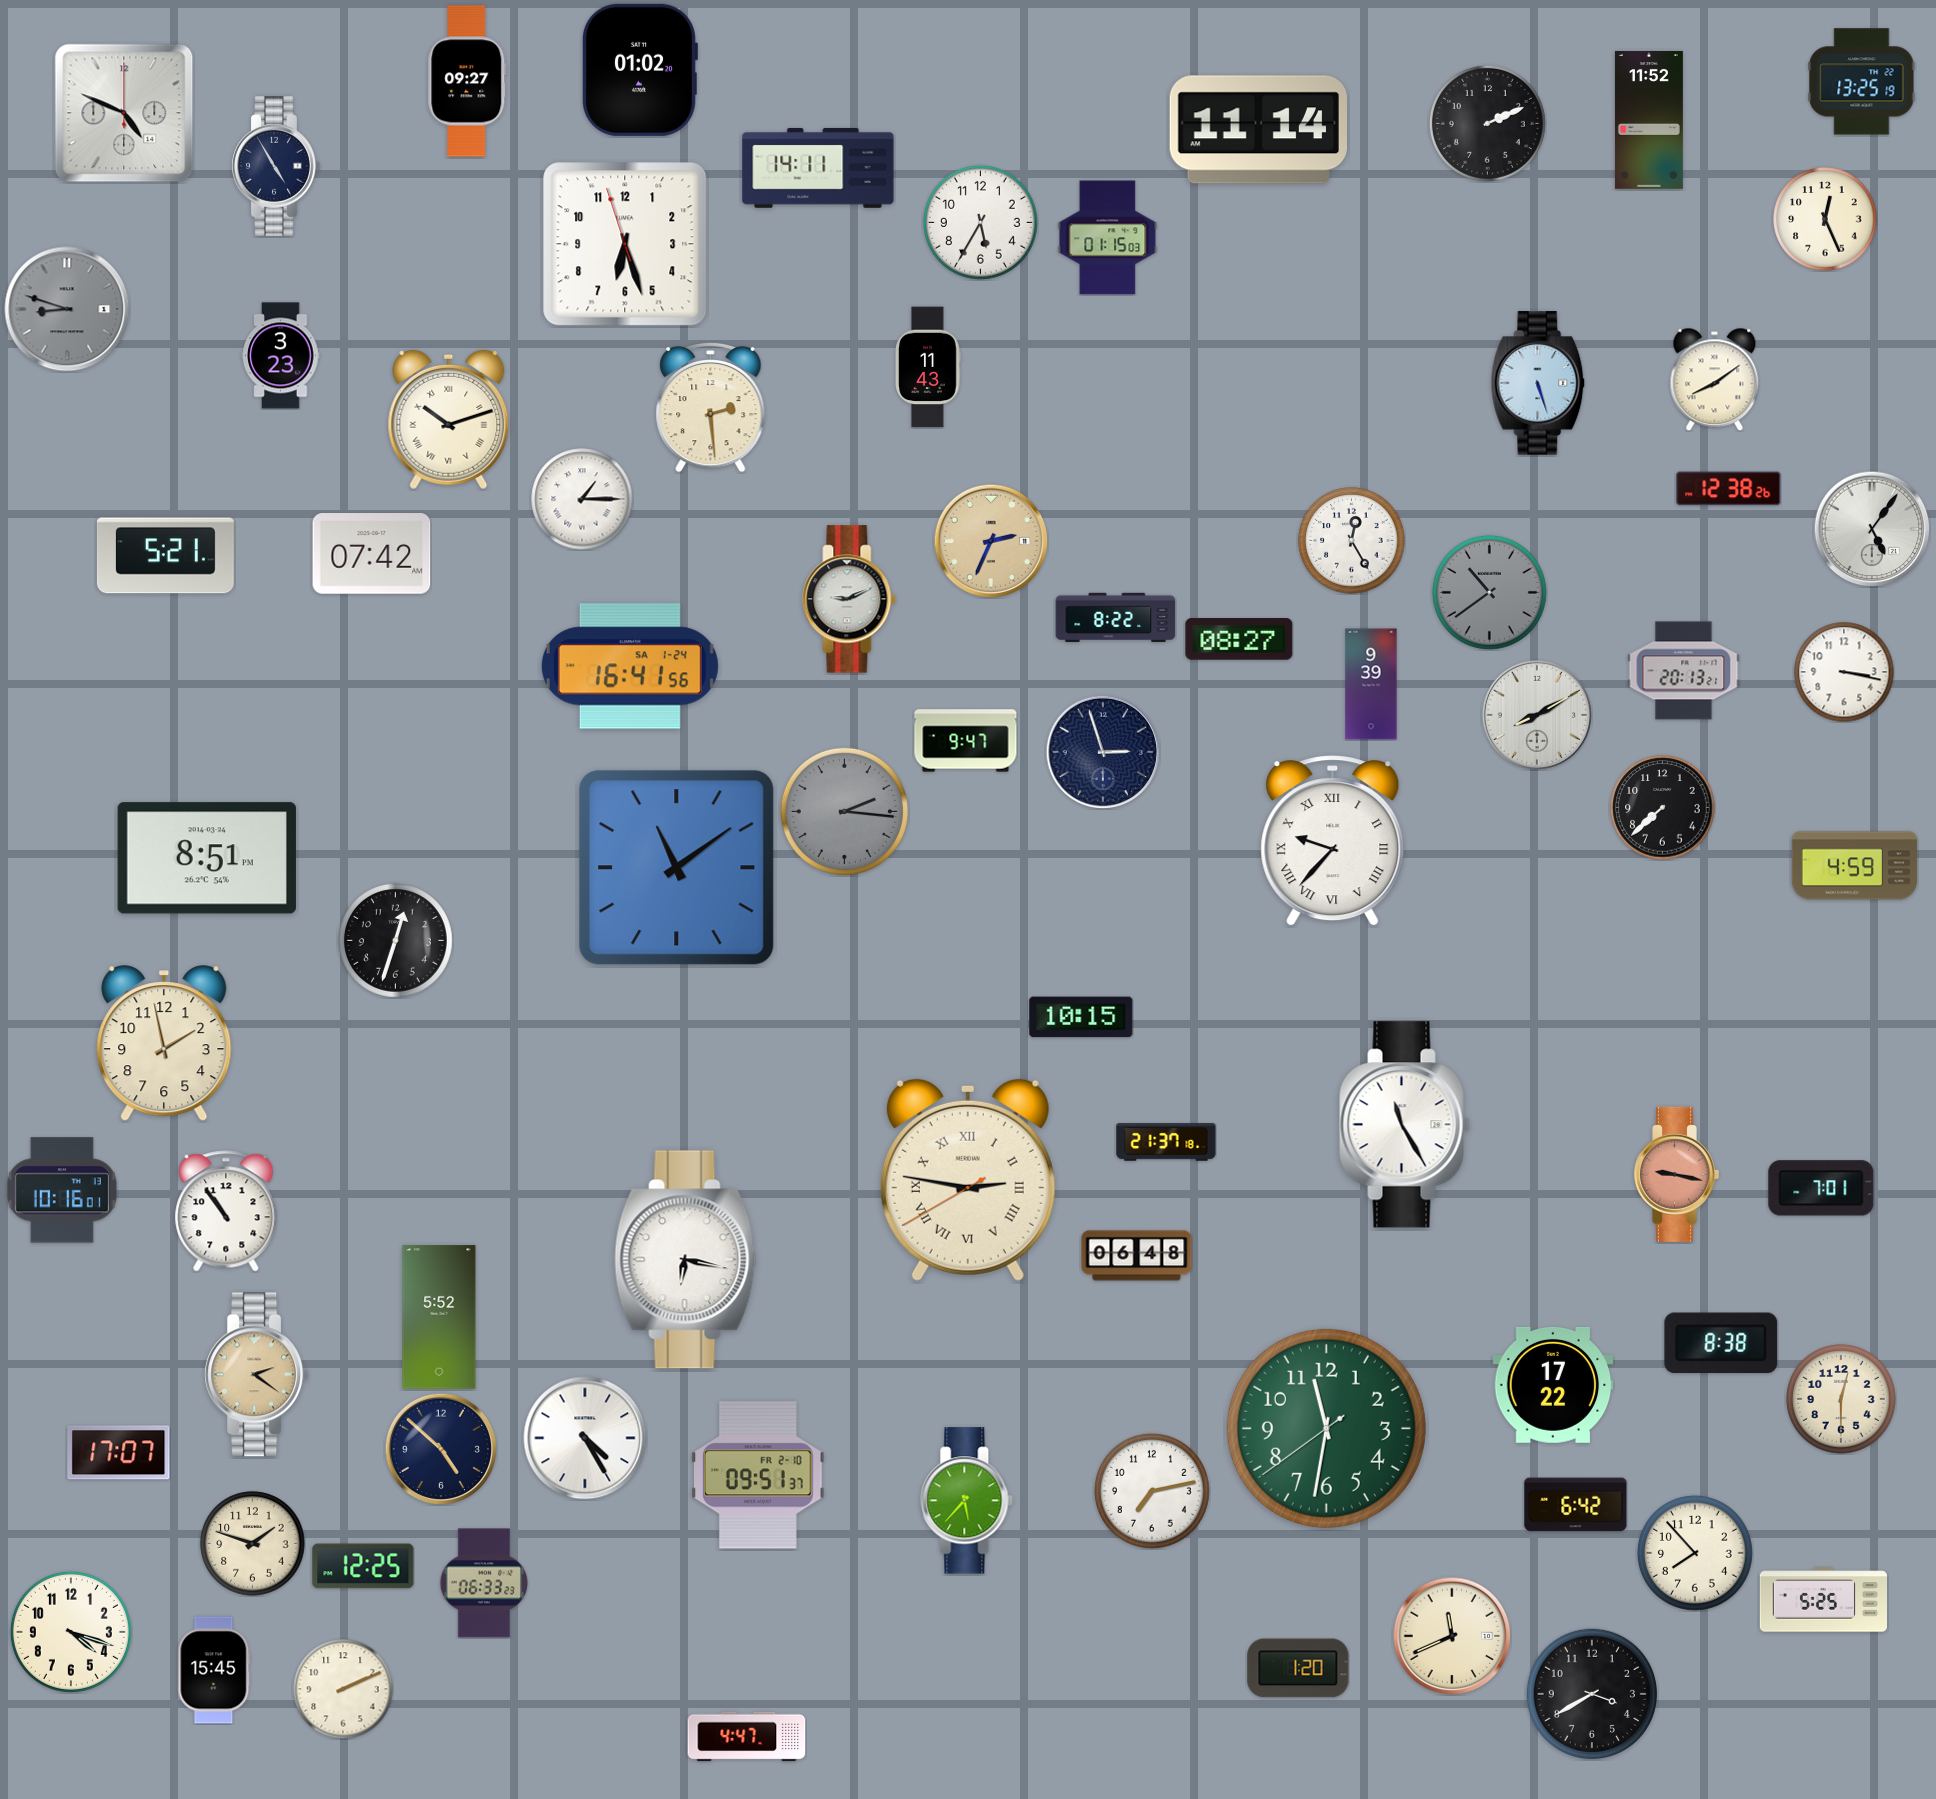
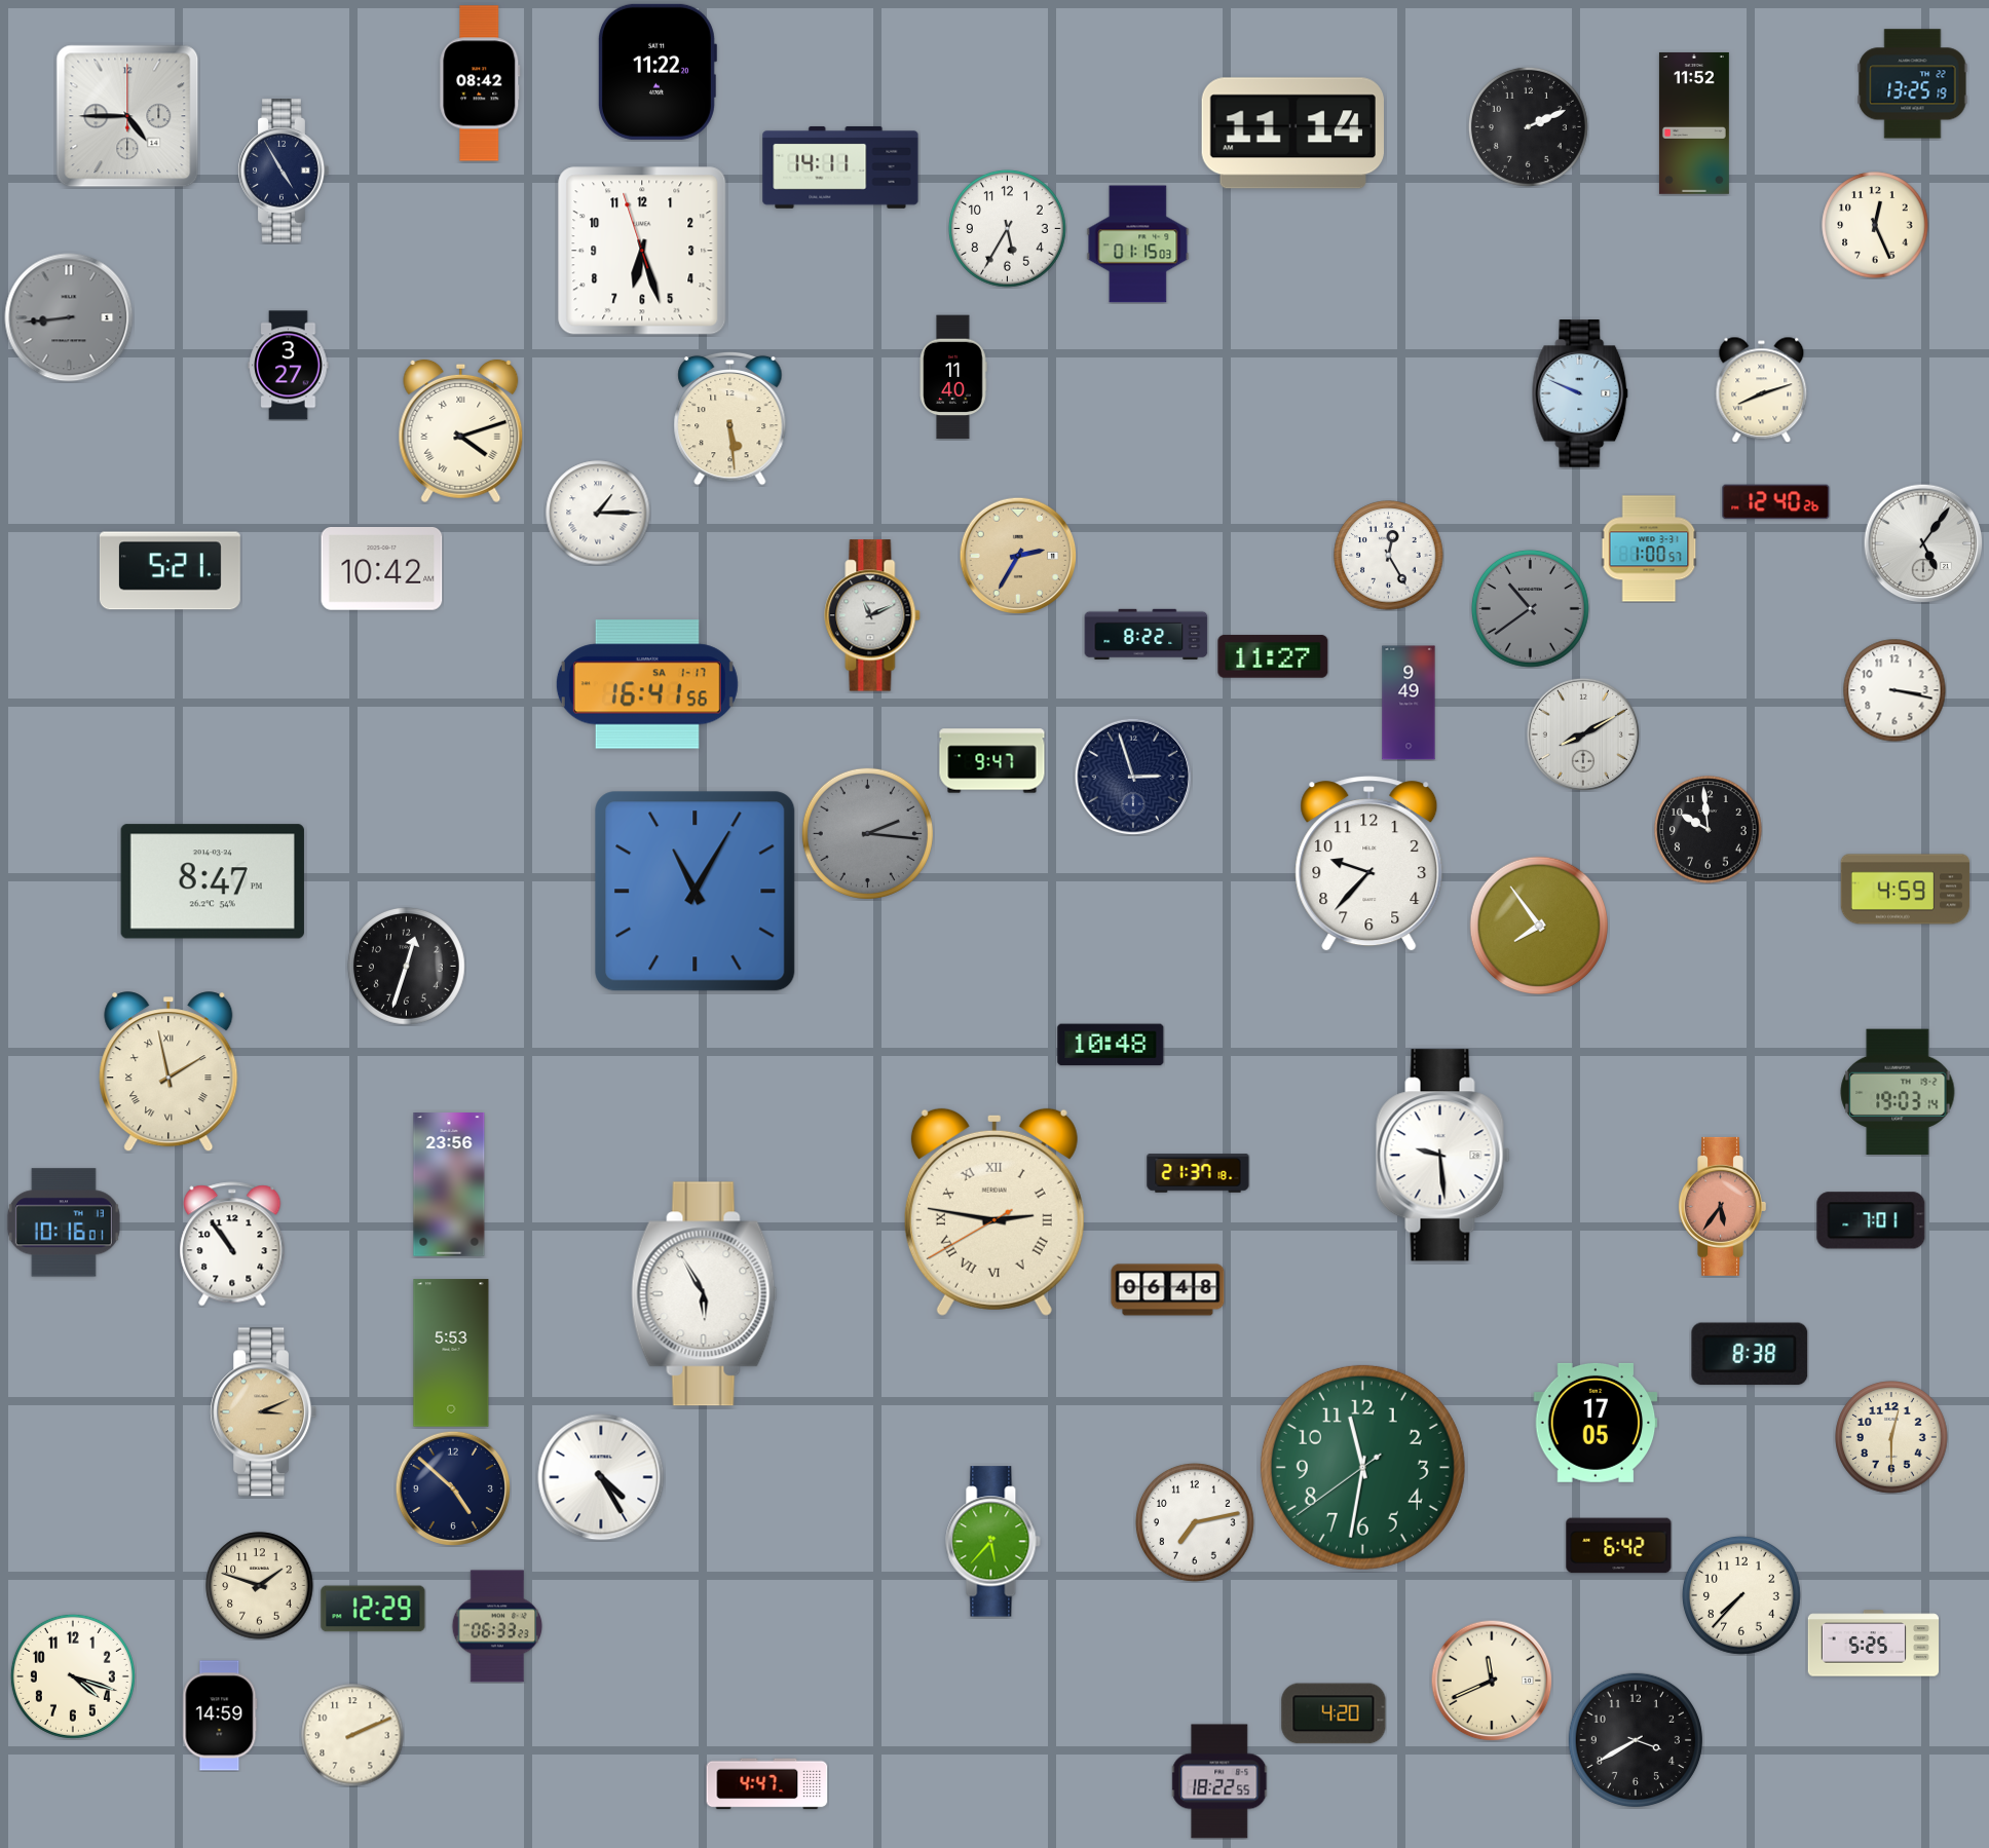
clock at (639, 70): 01:02 -> 11:22
clock at (467, 81): 09:27 -> 08:42
clock at (124, 113): 4:49 -> 4:45
clock at (818, 168) position: (818, 168) -> (840, 167)
clock at (67, 309): 8:48 -> 8:44
clock at (281, 356): 3:23 -> 3:27
clock at (928, 367): 11:43 -> 11:40
clock at (1715, 379): 8:09 -> 8:12
clock at (1538, 383): 5:27 -> 9:49
clock at (711, 407): 2:29 -> 5:29
clock at (449, 420): 10:12 -> 4:12
clock at (1729, 489): 12:38 -> 12:40
clock at (1649, 549): none -> 1:00
clock at (991, 541): 2:34 -> 2:35
clock at (372, 554): 07:42 -> 10:42
clock at (849, 599): 9:11 -> 11:11
clock at (1239, 639): 08:27 -> 11:27
clock at (630, 666) date: SA 1-24 -> SA 1-17
clock at (1684, 671): 20:13 -> none
clock at (1371, 684): 9:39 -> 9:49
clock at (1537, 715) position: (1537, 715) -> (1583, 734)
clock at (1103, 752) position: (1103, 752) -> (1133, 777)
clock at (1663, 808): 7:38 -> 9:59
clock at (1333, 841) numerals: Roman -> Arabic
clock at (207, 858): 8:51 -> 8:47
clock at (677, 868): 11:09 -> 11:05
clock at (1538, 925): none -> 7:54
clock at (1081, 1017): 10:15 -> 10:48
clock at (164, 1044) numerals: Arabic -> Roman
clock at (1898, 1092): none -> 19:03
clock at (1405, 1125): 11:25 -> 9:29
clock at (449, 1185): none -> 23:56
clock at (1676, 1174): 9:17 -> 5:36
clock at (686, 1260): 6:17 -> 5:55
clock at (439, 1317): 5:52 -> 5:53
clock at (1721, 1343) position: (1721, 1343) -> (1750, 1354)
clock at (257, 1375): 2:21 -> 3:11
clock at (1553, 1385): 17:22 -> 17:05
clock at (119, 1453): 17:07 -> none
clock at (759, 1475): 09:51 -> none
clock at (1152, 1491) position: (1152, 1491) -> (1195, 1522)
clock at (1695, 1553): 7:53 -> 7:37
clock at (363, 1566): 12:25 -> 12:29
clock at (1298, 1668): 1:20 -> 4:20
clock at (214, 1670): 15:45 -> 14:59
clock at (1221, 1781): none -> 18:22
